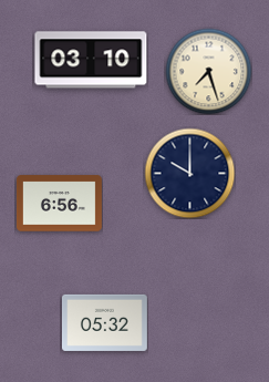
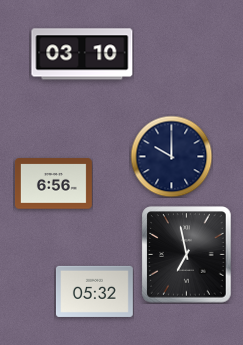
clock at (208, 71): 7:27 -> none
clock at (187, 255): none -> 6:58
